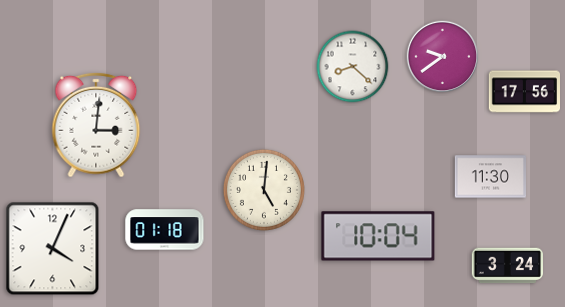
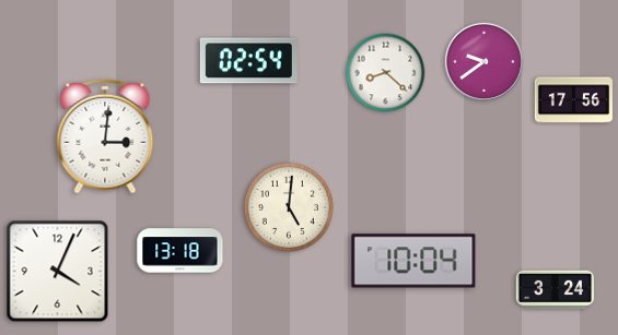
clock at (248, 61): none -> 02:54
clock at (490, 177): 11:30 -> none
clock at (165, 230): 01:18 -> 13:18
clock at (378, 236) position: (378, 236) -> (413, 261)
